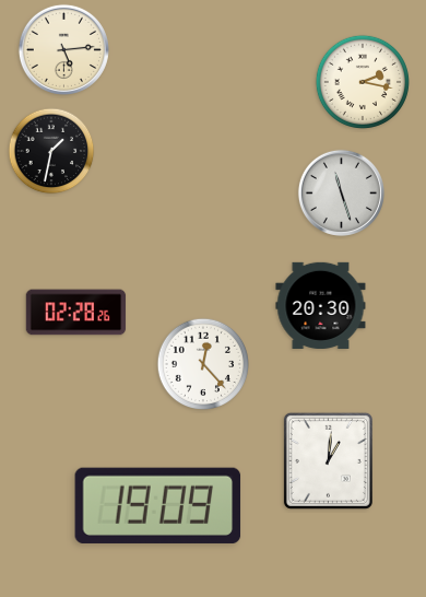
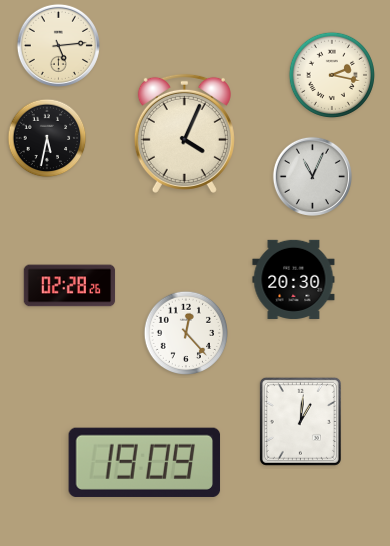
clock at (184, 133): none -> 4:04
clock at (51, 151): 1:32 -> 5:32
clock at (341, 192): 11:27 -> 11:04
